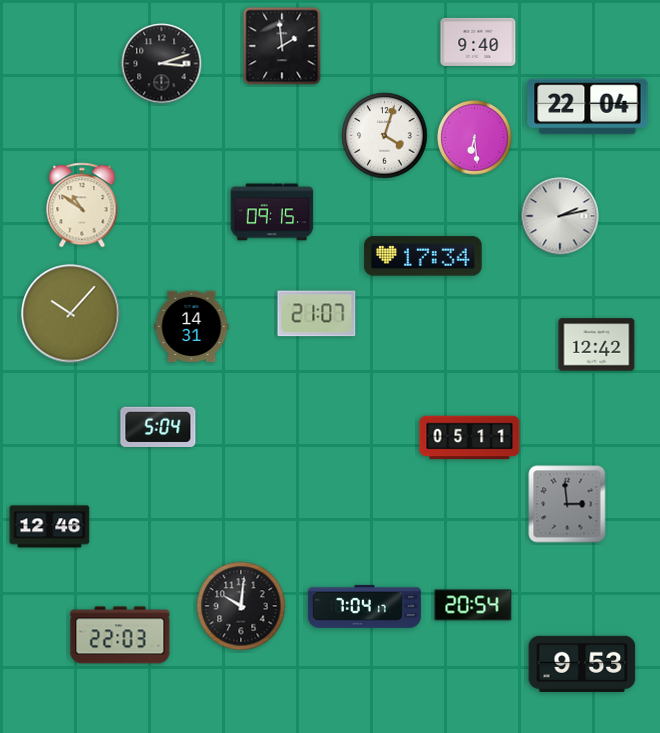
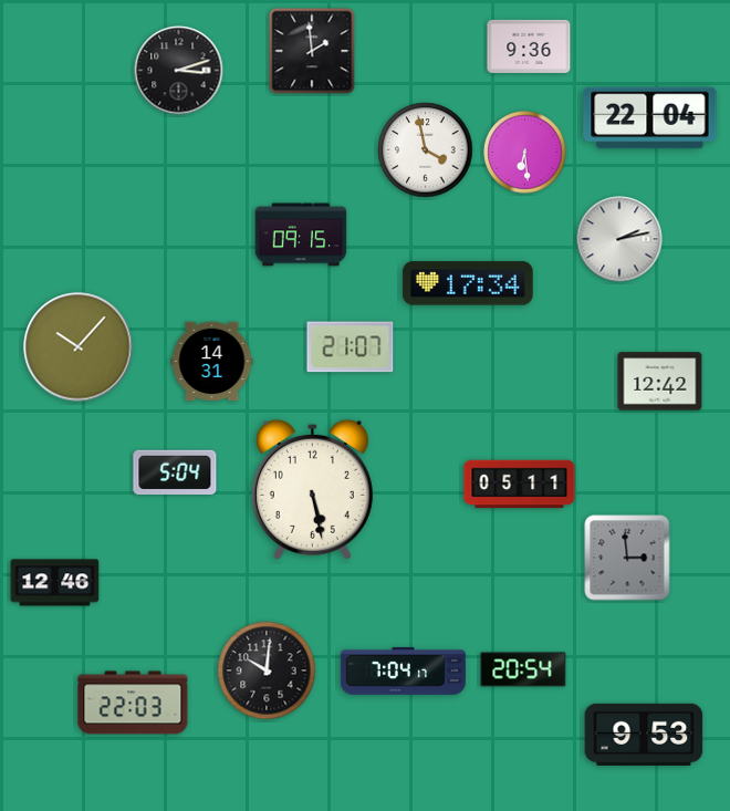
clock at (478, 42): 9:40 -> 9:36
clock at (385, 136): 4:03 -> 3:58
clock at (82, 205): 10:51 -> none
clock at (312, 489): none -> 5:28
